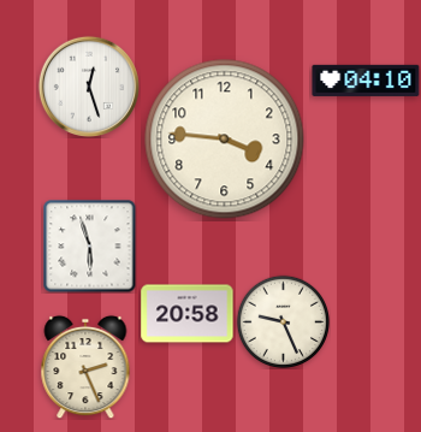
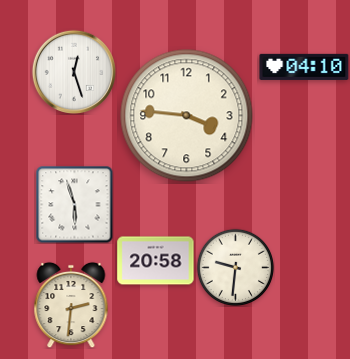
clock at (283, 321): 9:26 -> 9:31
clock at (85, 367): 2:26 -> 2:31
